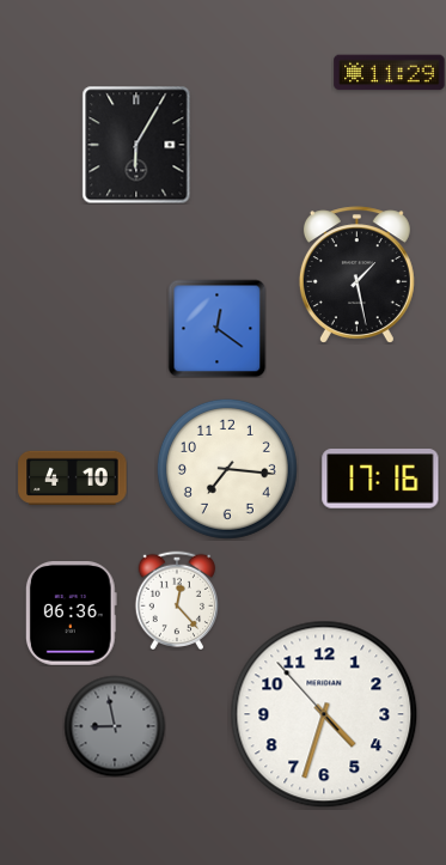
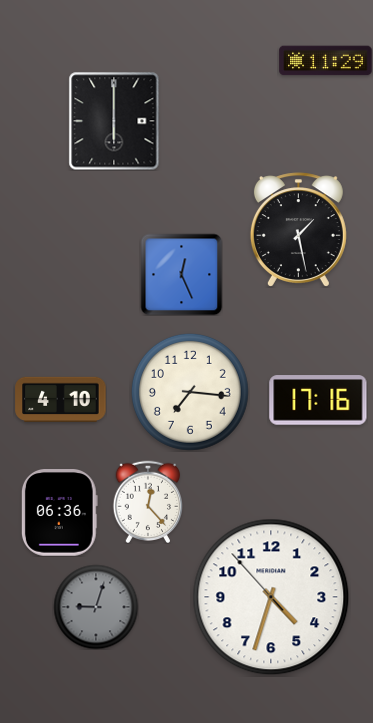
clock at (136, 145): 6:05 -> 6:00
clock at (216, 328): 12:21 -> 12:26
clock at (115, 726): 8:58 -> 9:03
